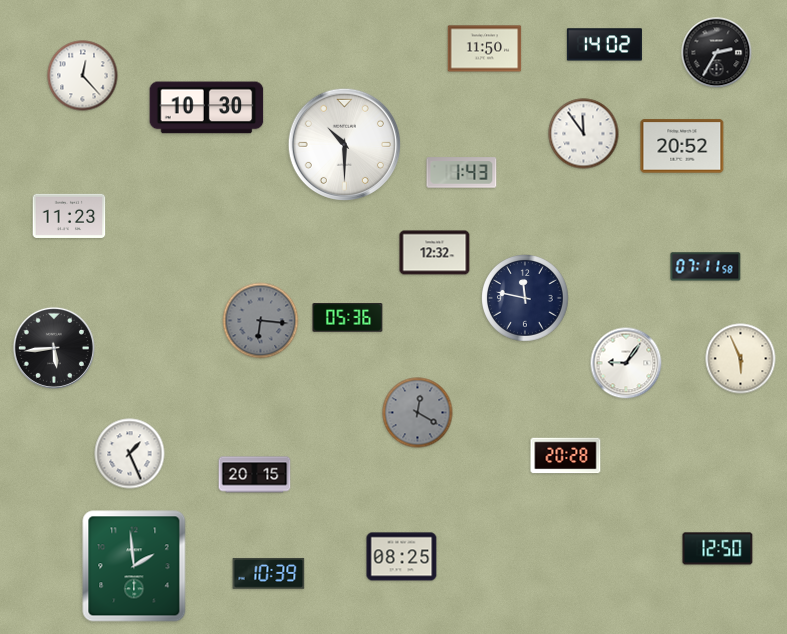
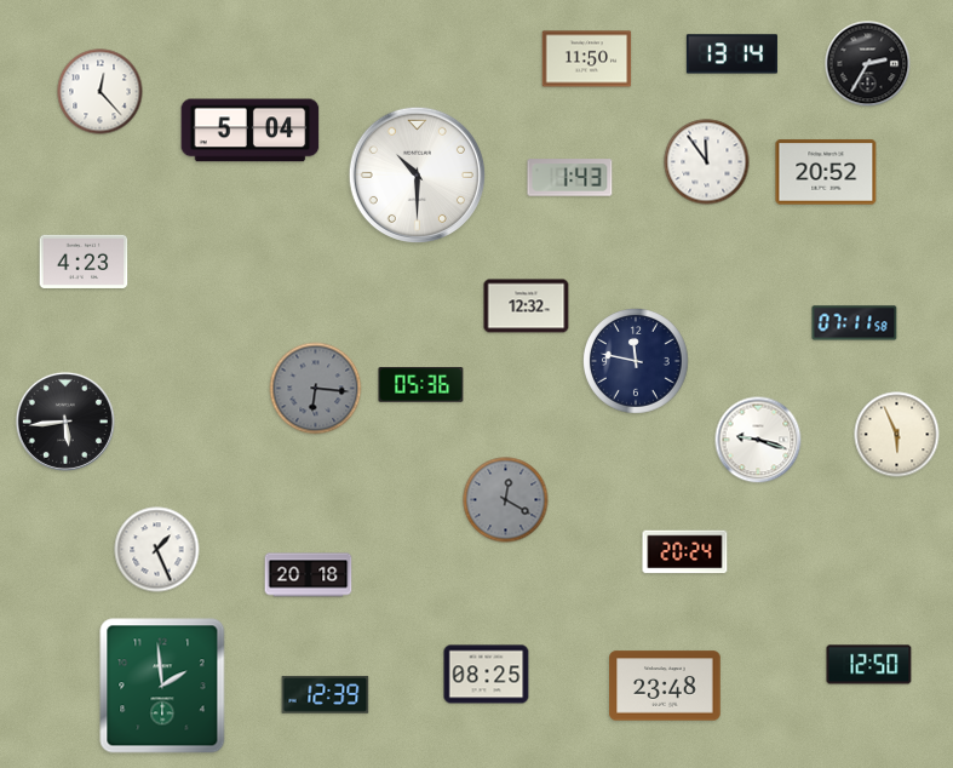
clock at (604, 45): 14:02 -> 13:14
clock at (207, 108): 10:30 -> 5:04
clock at (682, 146) position: (682, 146) -> (826, 172)
clock at (462, 173) position: (462, 173) -> (570, 178)
clock at (69, 216): 11:23 -> 4:23
clock at (626, 363): 9:06 -> 9:18
clock at (566, 456): 20:28 -> 20:24
clock at (255, 475): 20:15 -> 20:18
clock at (665, 686): none -> 23:48
clock at (269, 574): 10:39 -> 12:39
